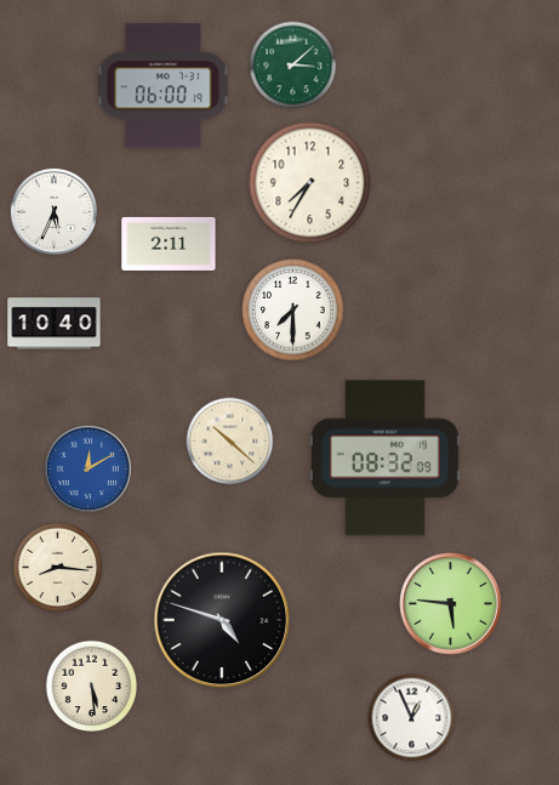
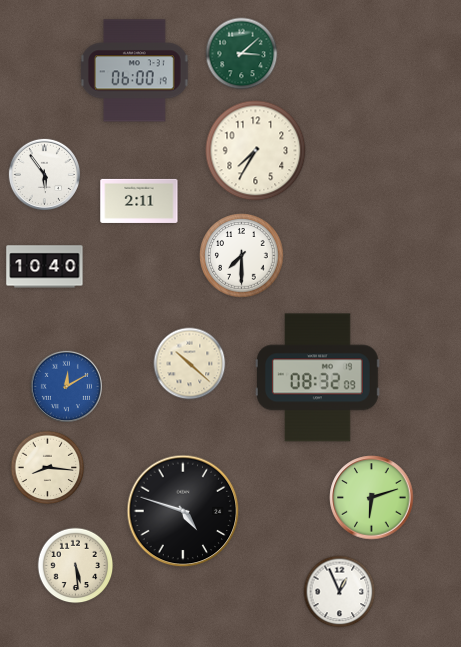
clock at (53, 211): 5:34 -> 5:54
clock at (87, 468) position: (87, 468) -> (66, 386)
clock at (451, 604): 5:46 -> 6:12
